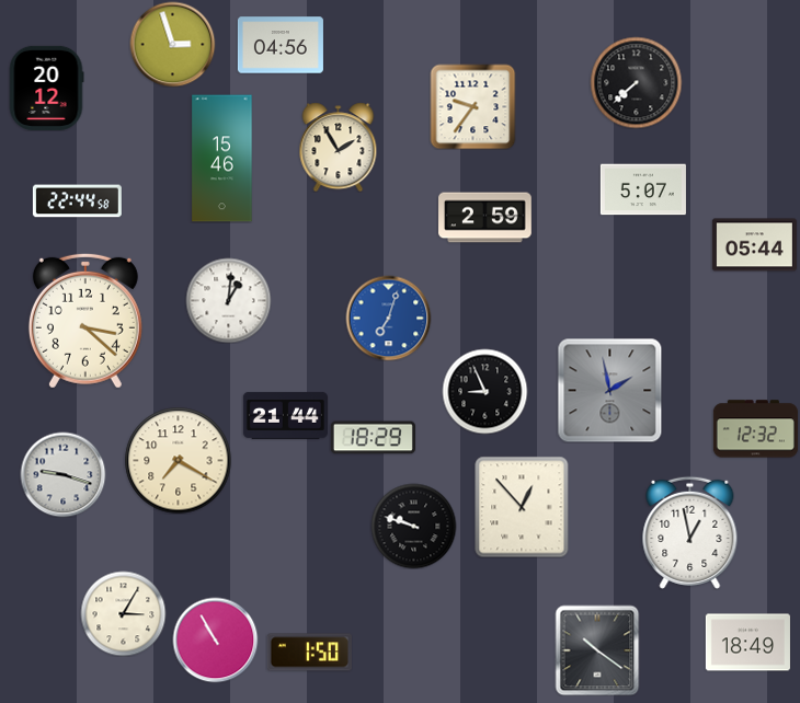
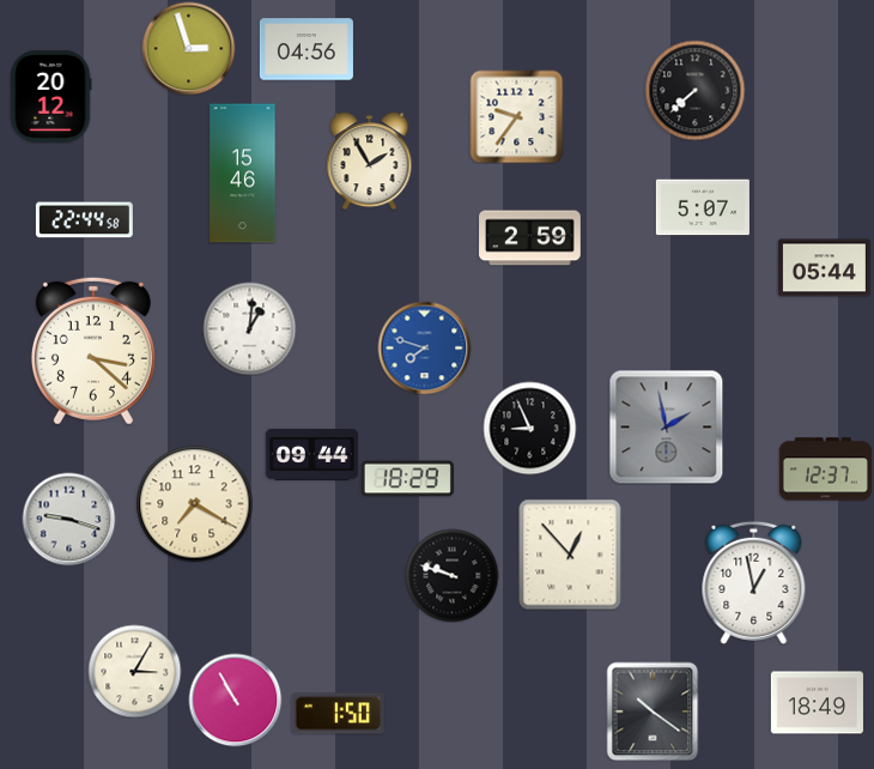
clock at (388, 318): 7:03 -> 7:48
clock at (285, 415): 21:44 -> 09:44
clock at (755, 429): 12:32 -> 12:37
